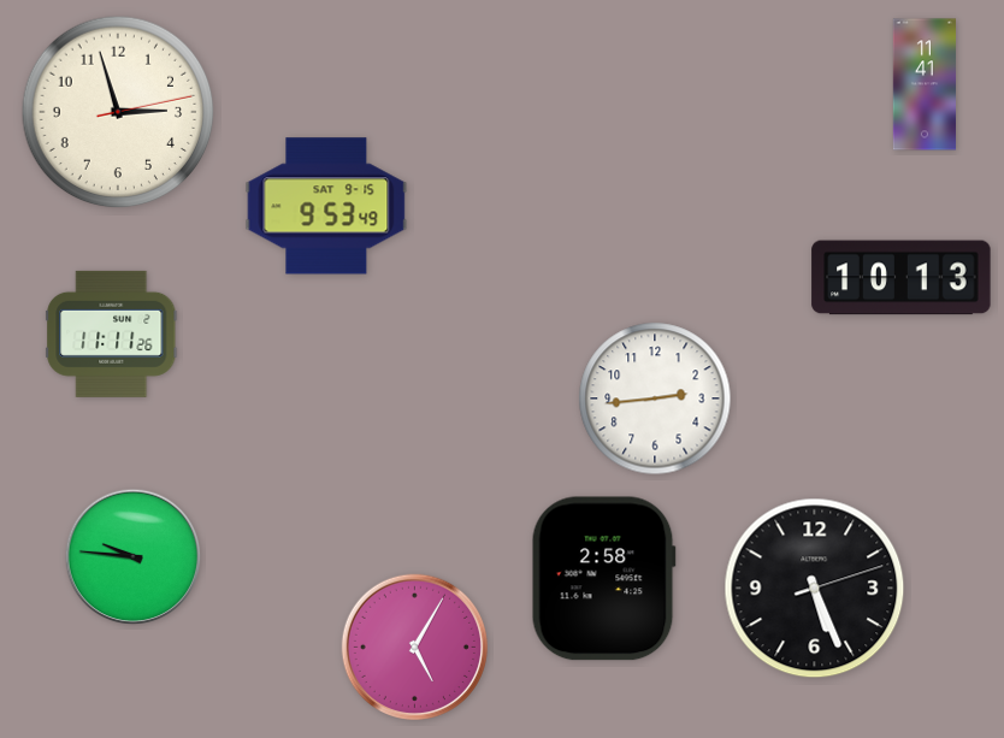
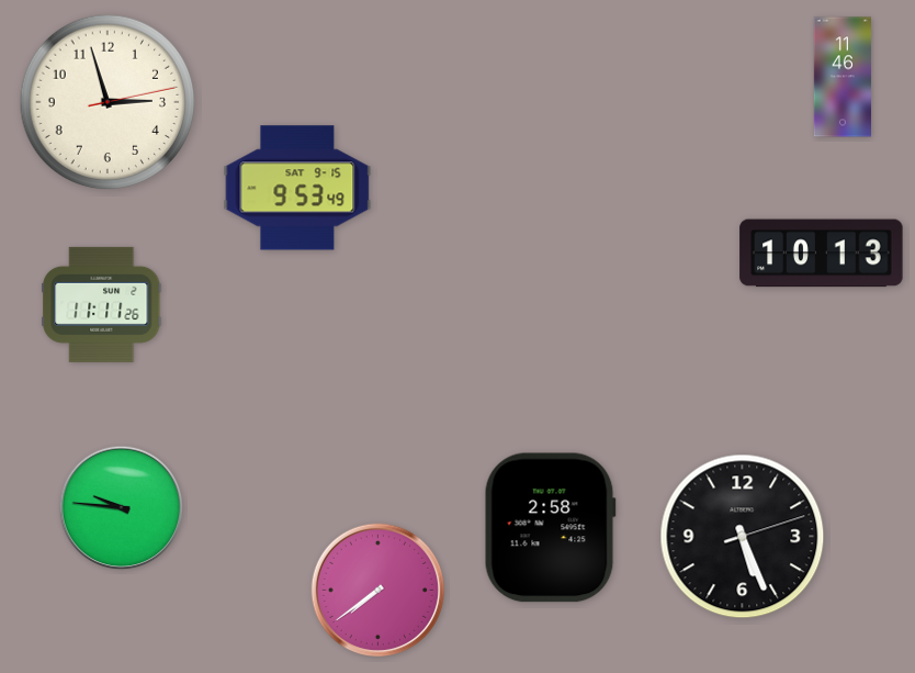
clock at (923, 84): 11:41 -> 11:46
clock at (655, 398): 2:44 -> none
clock at (414, 647): 5:05 -> 7:39
